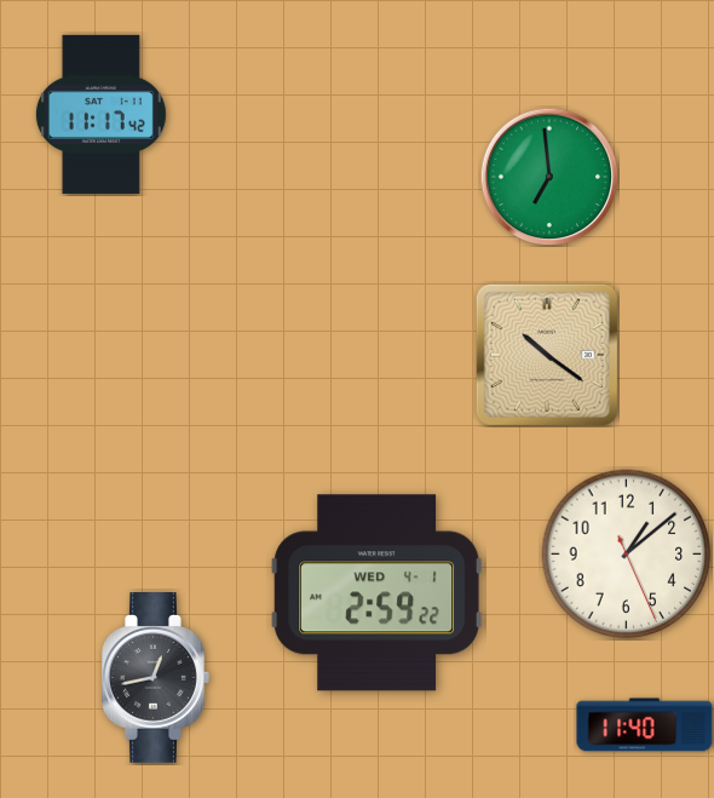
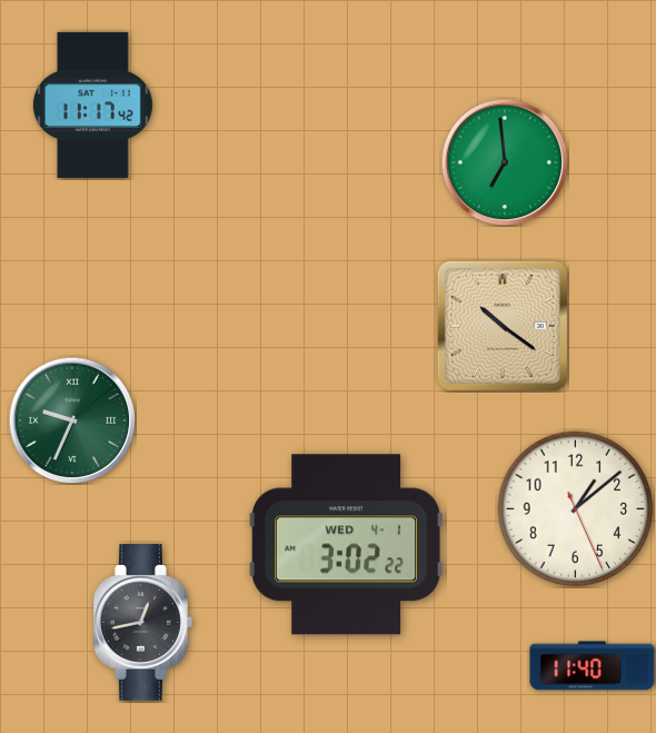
clock at (72, 420): none -> 9:34
clock at (376, 593): 2:59 -> 3:02
